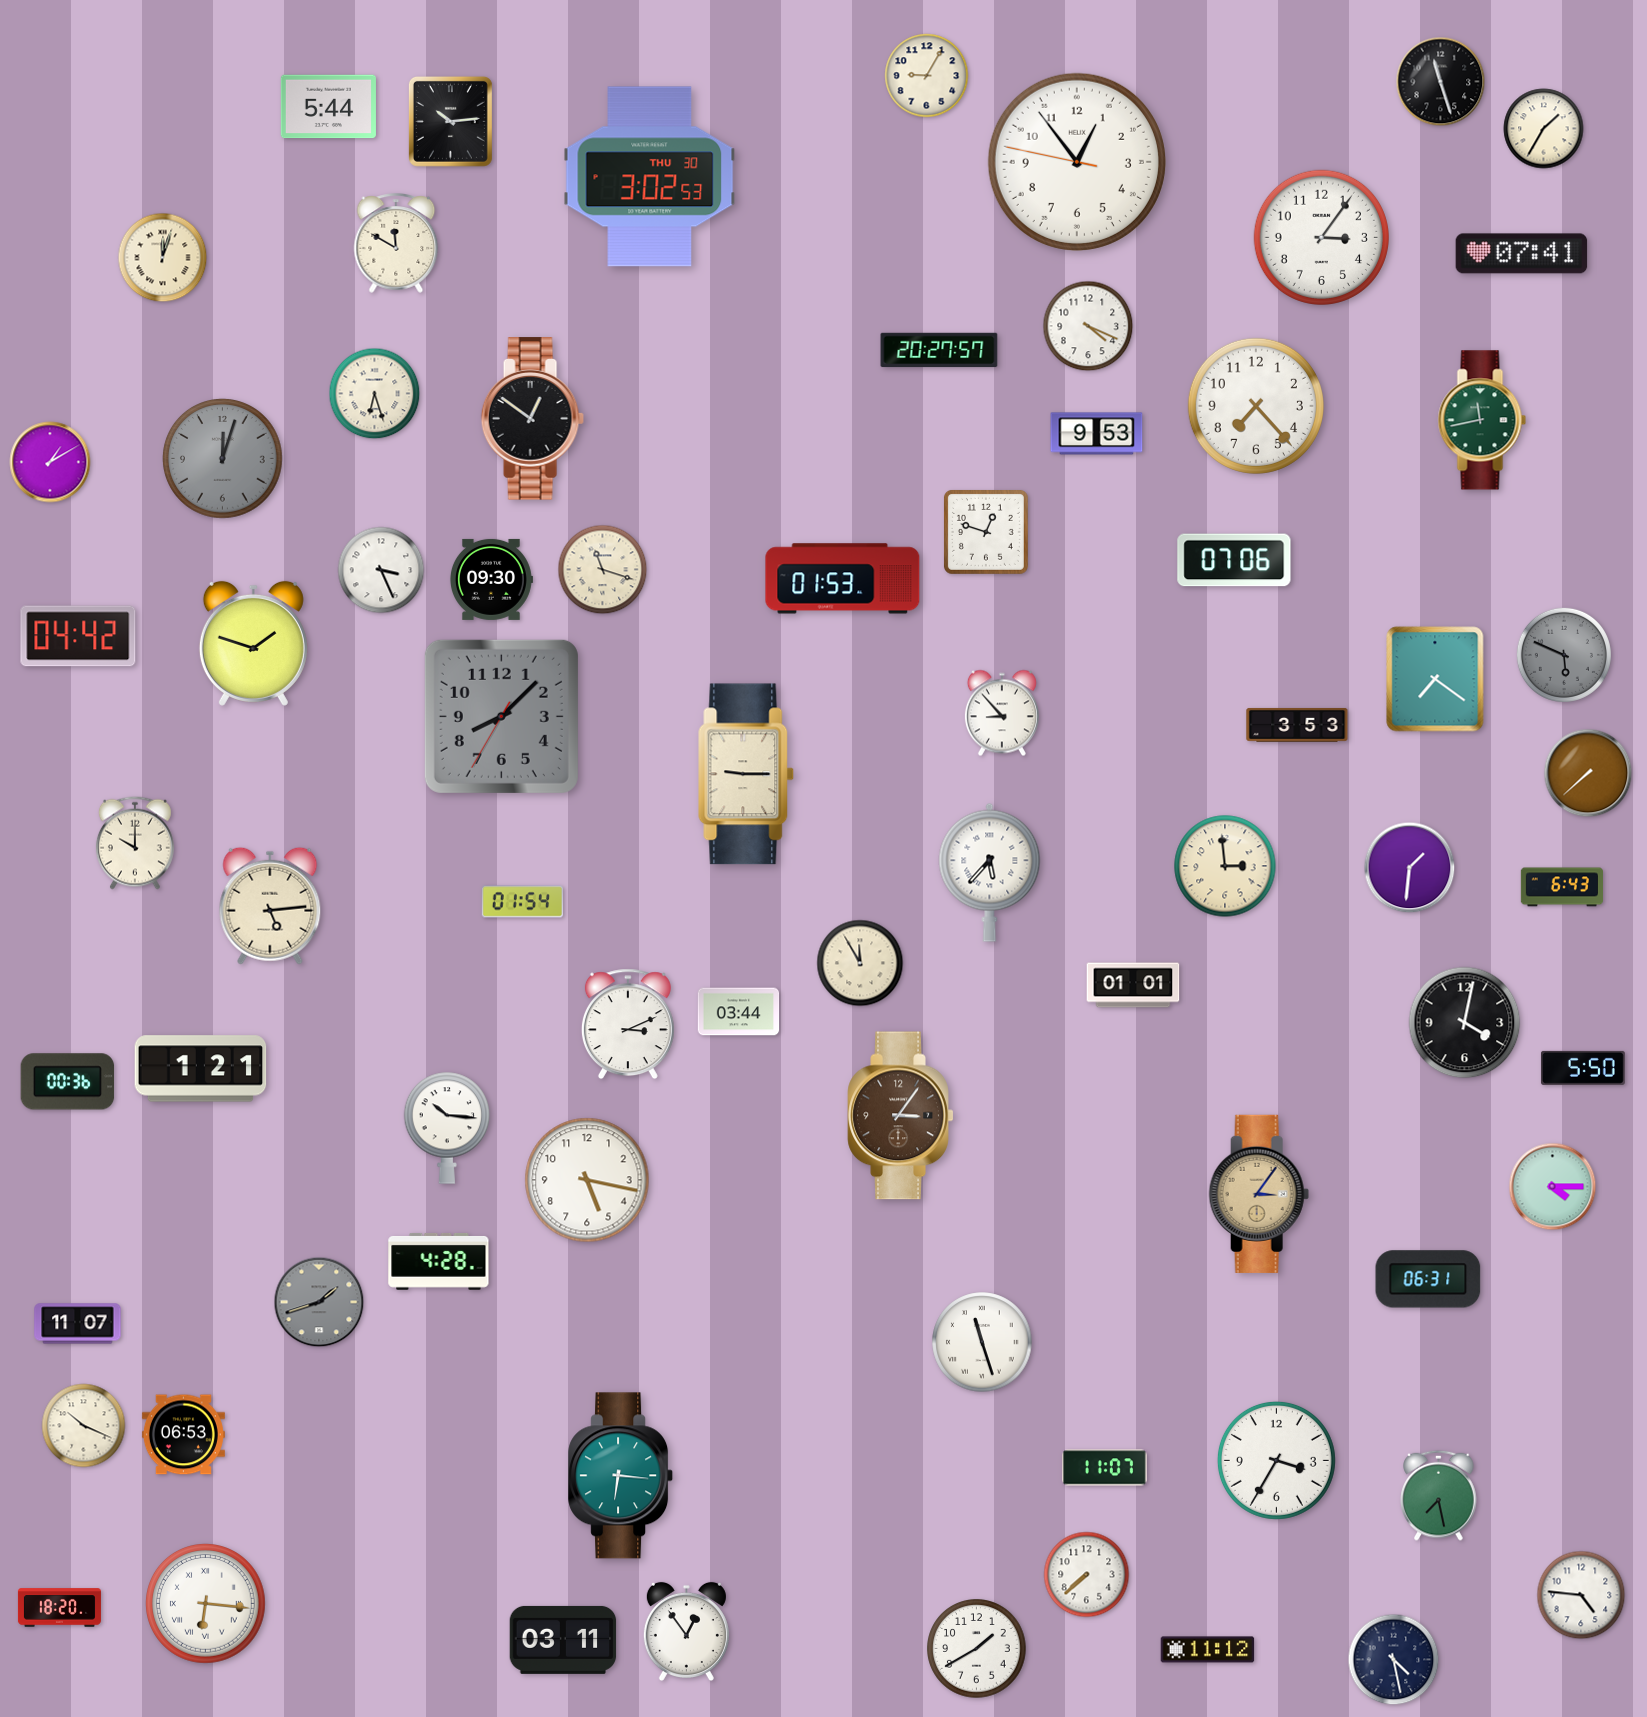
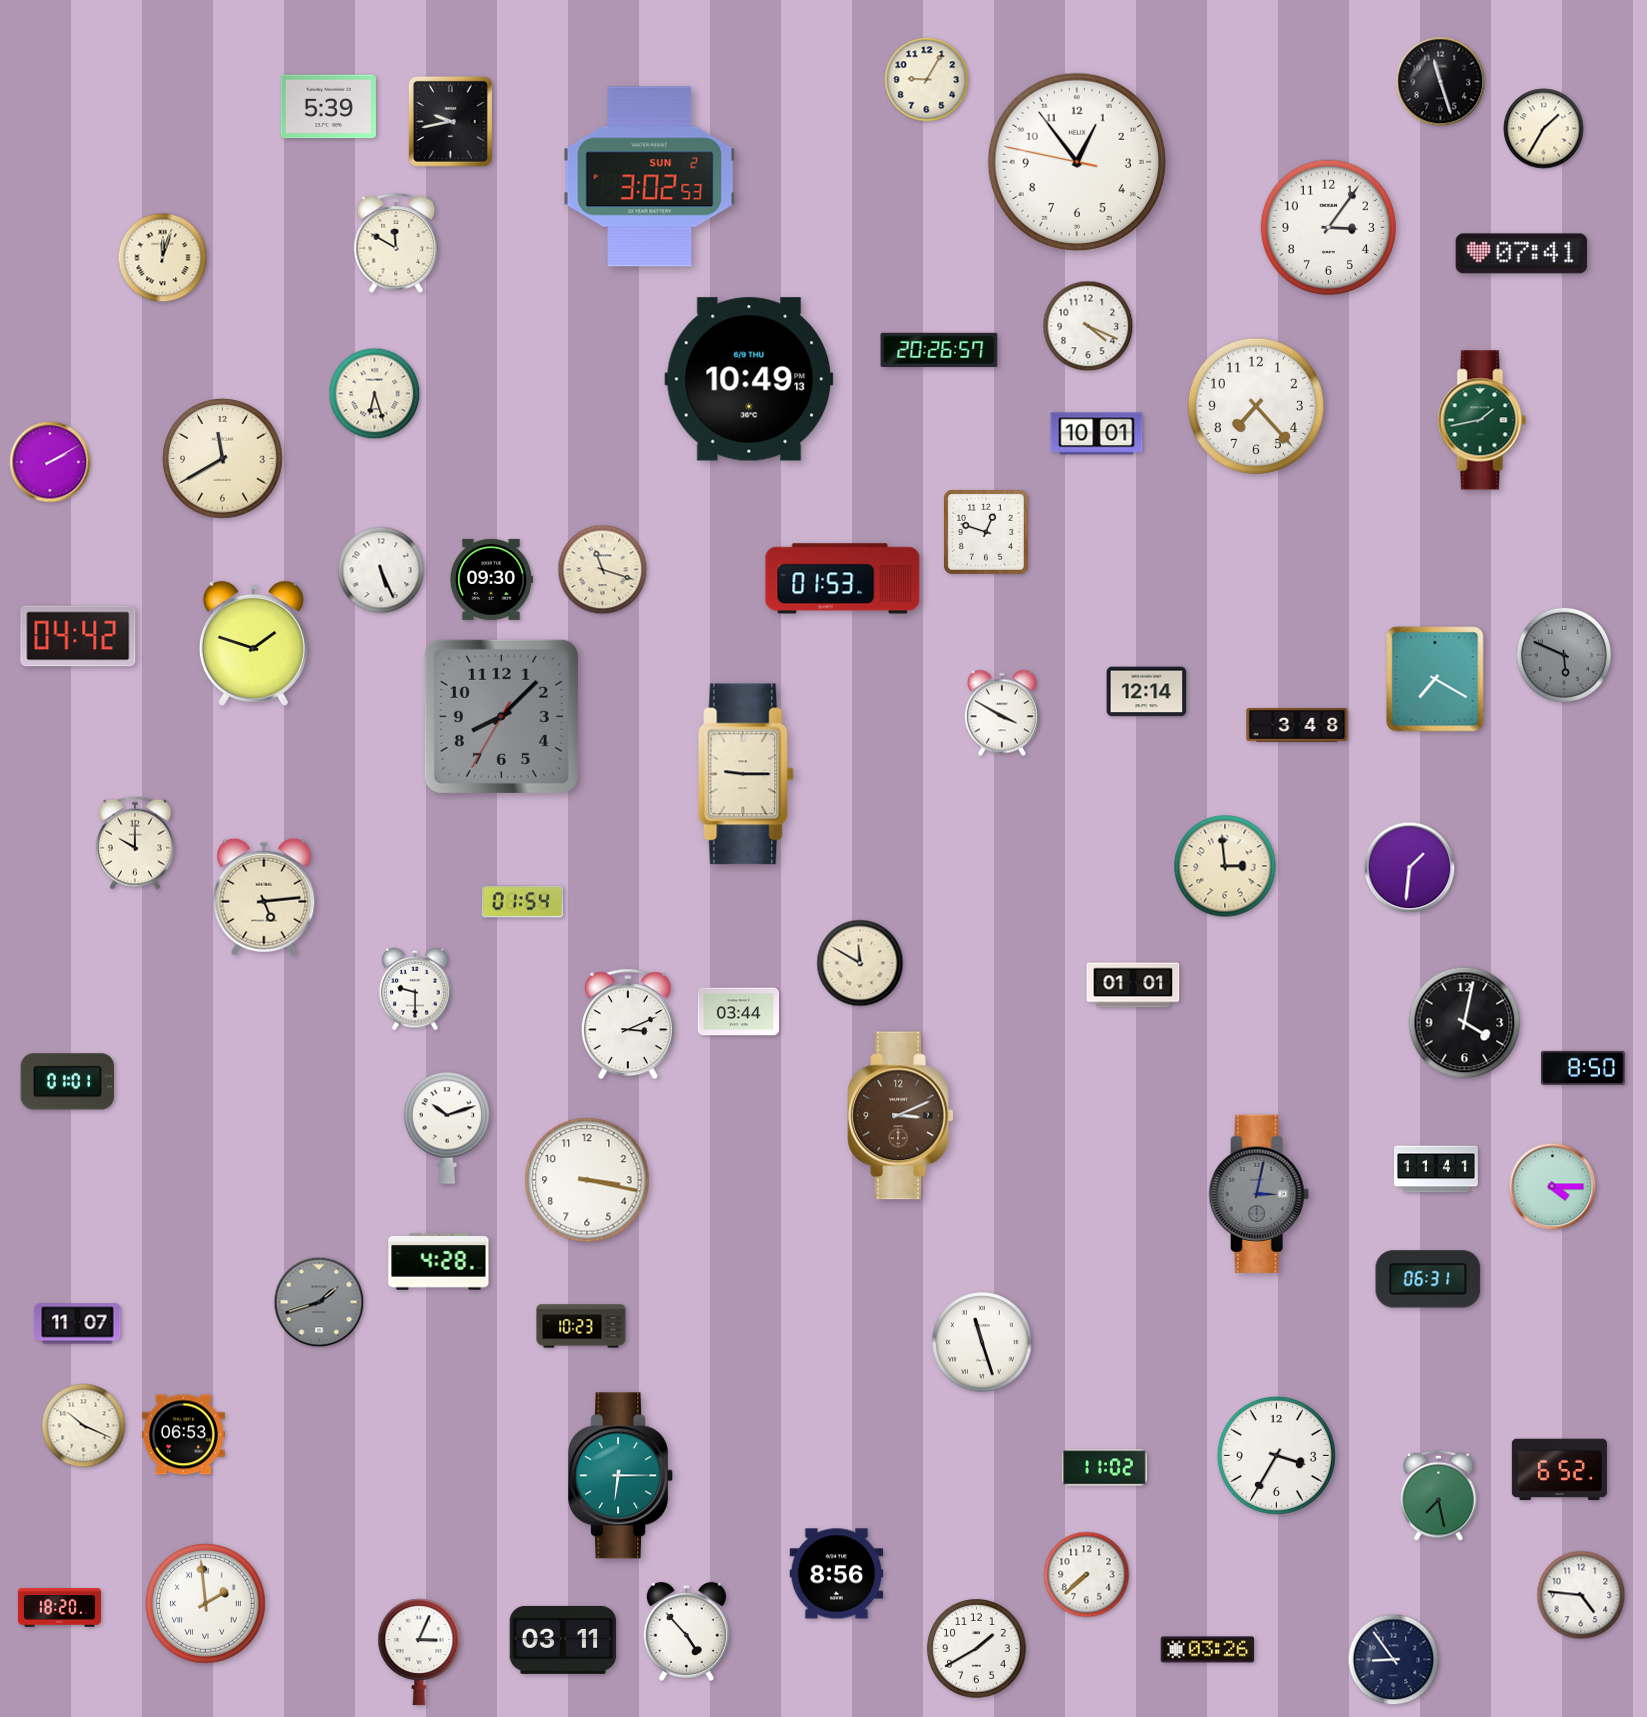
clock at (927, 76) position: (927, 76) -> (927, 80)
clock at (328, 107): 5:44 -> 5:39
clock at (450, 121): 10:14 -> 9:43
clock at (650, 177) date: THU 30 -> SUN 2
clock at (1321, 237) position: (1321, 237) -> (1328, 227)
clock at (939, 350): 20:27 -> 20:26
clock at (749, 379): none -> 10:49
clock at (532, 419): 12:51 -> none
clock at (1482, 420): 11:43 -> 1:43
clock at (1097, 434): 9:53 -> 10:01
clock at (223, 459): 12:03 -> 11:40
clock at (223, 459) dial: grey -> cream
clock at (50, 462): 1:10 -> 2:10
clock at (1234, 560): 07:06 -> none
clock at (381, 570): 3:26 -> 5:26
clock at (1435, 679): 7:21 -> 7:20
clock at (1147, 692): none -> 12:14
clock at (1002, 713): 8:53 -> 3:50
clock at (1297, 725): 3:53 -> 3:48
clock at (1588, 773): 7:38 -> none
clock at (990, 872): 5:37 -> none
clock at (1562, 887): 6:43 -> none
clock at (270, 906) position: (270, 906) -> (264, 897)
clock at (860, 963): 11:55 -> 11:50
clock at (415, 989): none -> 9:30
clock at (1583, 1068): 5:50 -> 8:50
clock at (201, 1069): 1:21 -> none
clock at (68, 1082): 00:36 -> 01:01
clock at (901, 1116): 3:06 -> 3:11
clock at (447, 1128): 10:16 -> 10:12
clock at (1437, 1169): none -> 11:41
clock at (587, 1180): 5:17 -> 3:17
clock at (1259, 1194): 3:06 -> 3:02
clock at (1259, 1194) dial: champagne -> grey
clock at (581, 1326): none -> 10:23
clock at (1276, 1460) position: (1276, 1460) -> (1276, 1455)
clock at (1105, 1468): 11:07 -> 11:02
clock at (1559, 1470): none -> 6:52
clock at (621, 1476): 6:16 -> 6:15
clock at (837, 1574): none -> 8:56
clock at (206, 1604): 6:16 -> 1:59
clock at (686, 1631): 12:54 -> 4:53
clock at (1208, 1650): 11:12 -> 03:26
clock at (419, 1652): none -> 3:04
clock at (1394, 1660): 4:28 -> 8:54
